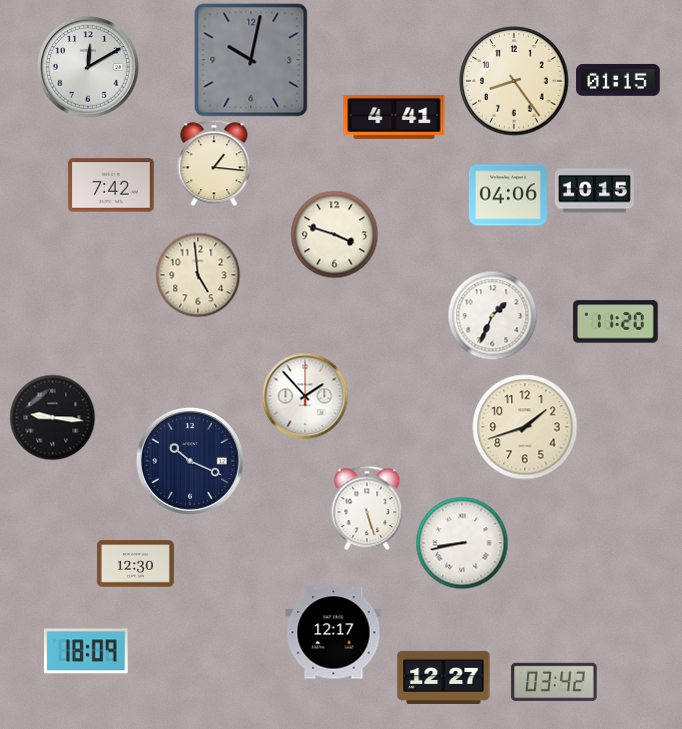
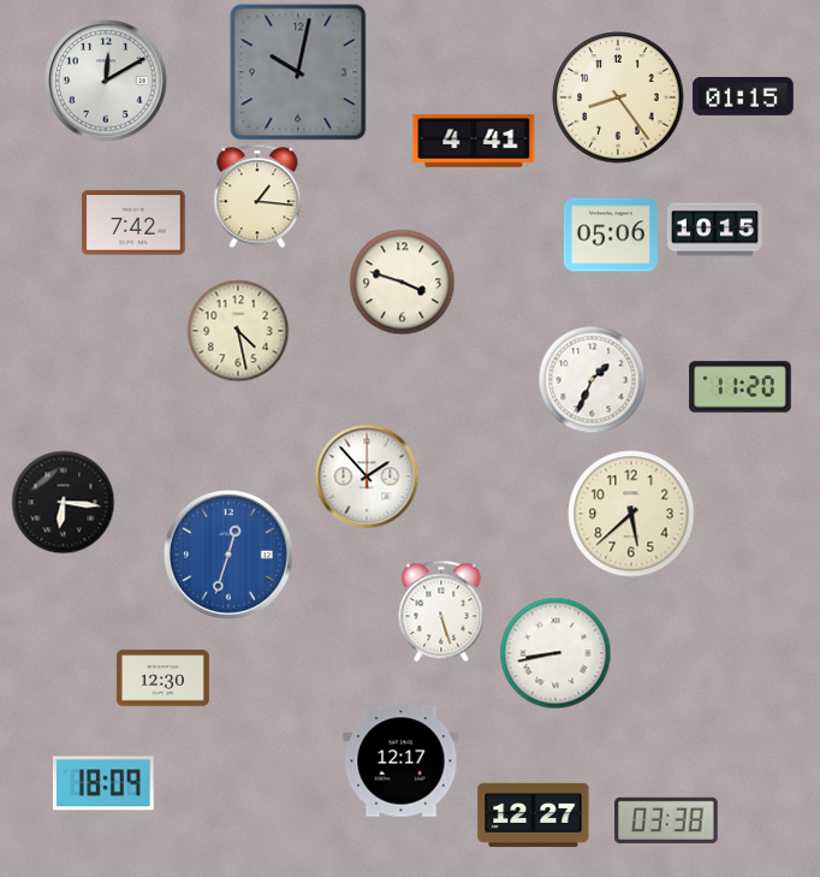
clock at (251, 60) position: (251, 60) -> (298, 72)
clock at (508, 195): 04:06 -> 05:06
clock at (198, 275): 4:59 -> 4:28
clock at (52, 417): 9:16 -> 6:16
clock at (525, 427): 1:42 -> 5:38
clock at (190, 461): 10:19 -> 12:33
clock at (190, 461) dial: navy -> blue
clock at (554, 681): 03:42 -> 03:38
